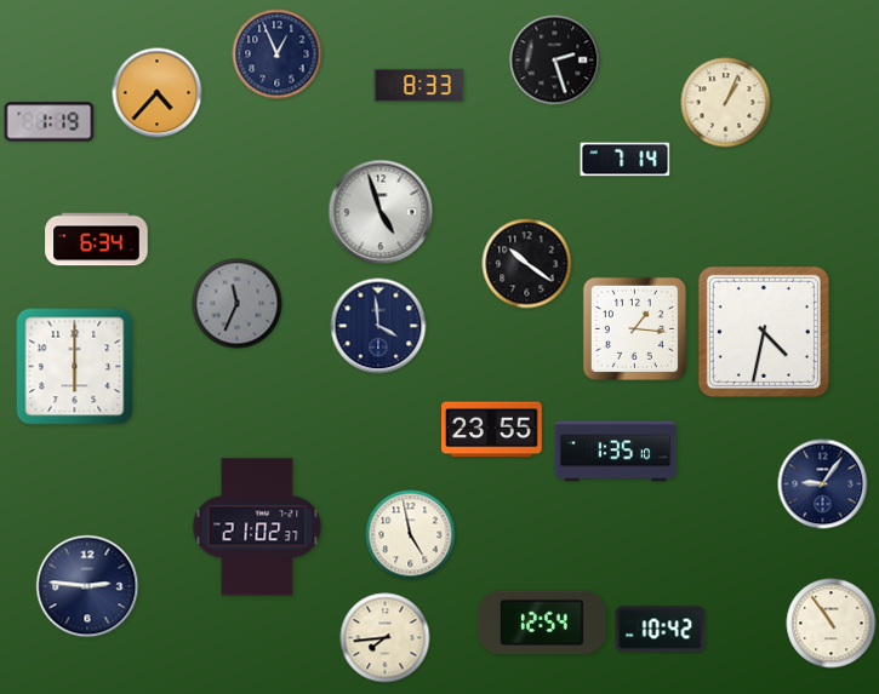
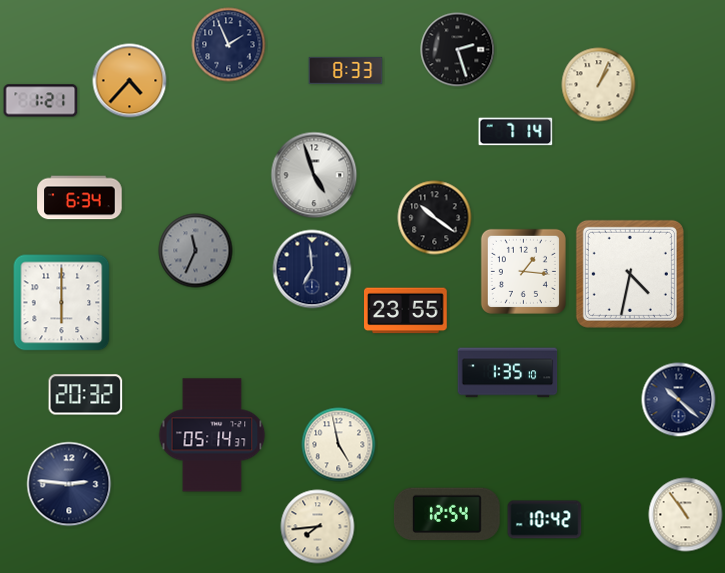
clock at (278, 55): 12:56 -> 1:56
clock at (158, 93) position: (158, 93) -> (130, 81)
clock at (50, 122): 1:19 -> 1:21
clock at (378, 326): 3:59 -> 6:59
clock at (492, 430) position: (492, 430) -> (406, 311)
clock at (86, 395): none -> 20:32
clock at (823, 484): 9:06 -> 10:22
clock at (257, 527): 21:02 -> 05:14
clock at (411, 535) position: (411, 535) -> (339, 445)
clock at (87, 586) position: (87, 586) -> (69, 484)
